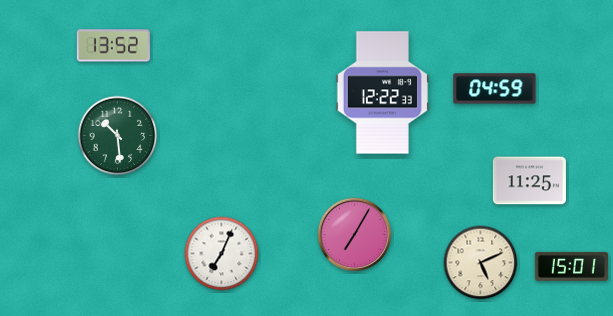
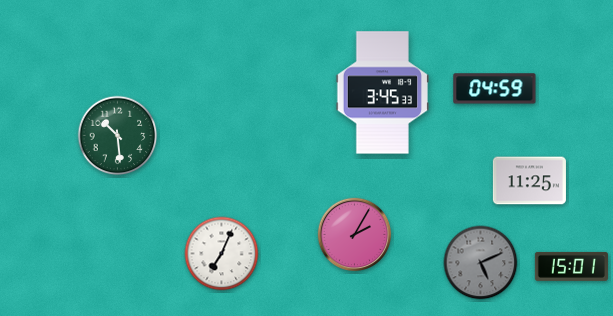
clock at (113, 46): 13:52 -> none
clock at (382, 93): 12:22 -> 3:45
clock at (355, 235): 7:05 -> 2:05
clock at (481, 263) dial: cream -> grey
